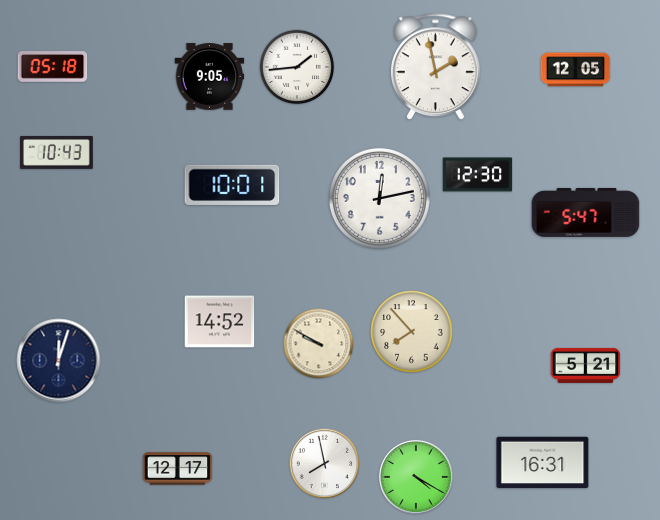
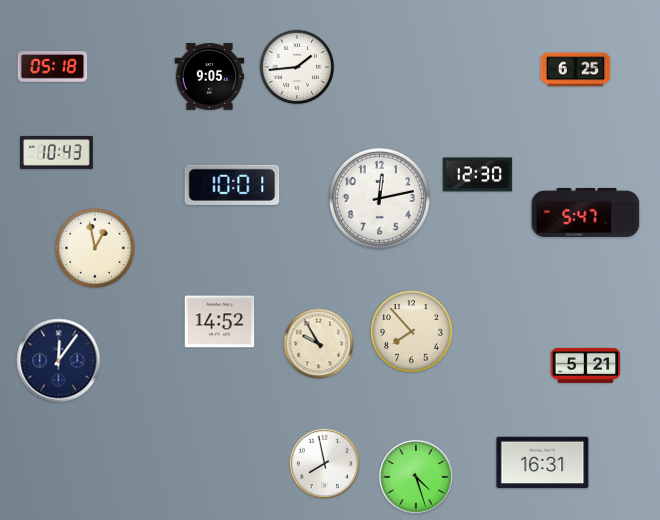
clock at (435, 67): 1:58 -> none
clock at (576, 70): 12:05 -> 6:25
clock at (96, 249): none -> 12:58
clock at (319, 344): 9:50 -> 9:55
clock at (59, 361): 12:03 -> 12:06
clock at (178, 469): 12:17 -> none
clock at (416, 477): 4:20 -> 4:27
